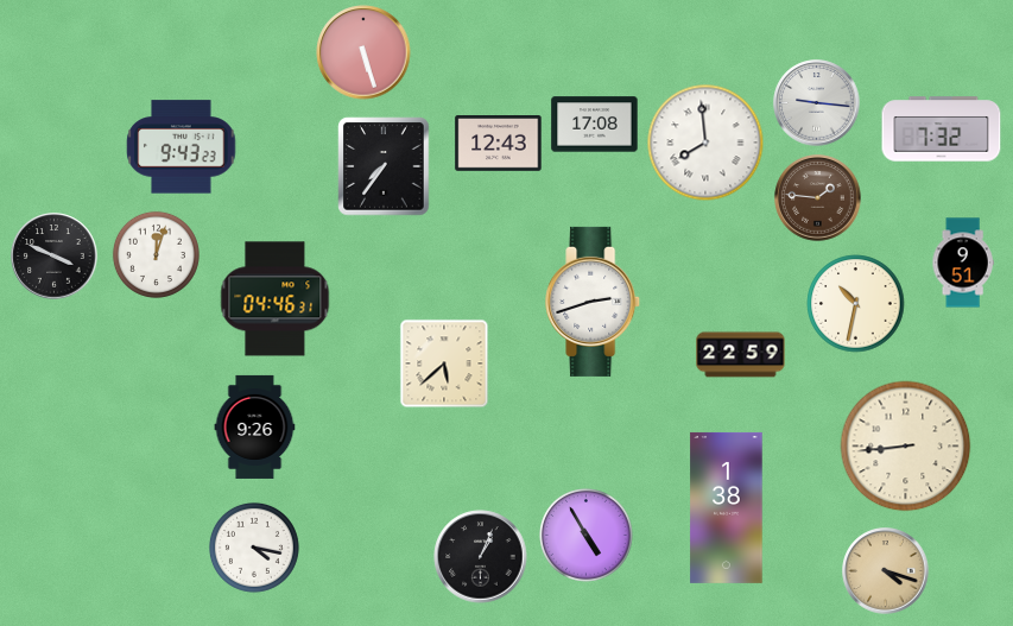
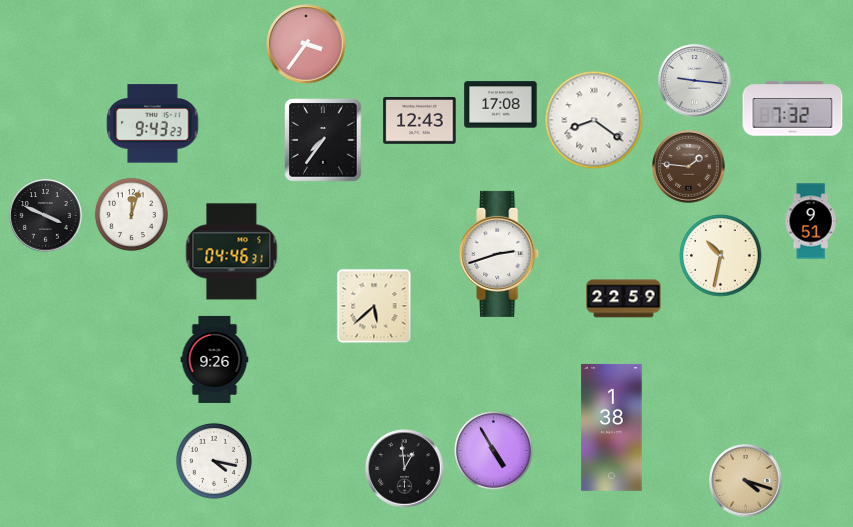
clock at (363, 52): 5:27 -> 3:36
clock at (817, 103) position: (817, 103) -> (695, 81)
clock at (705, 143): 7:59 -> 8:21
clock at (906, 447): 8:44 -> none
clock at (481, 557): 1:04 -> 12:59
